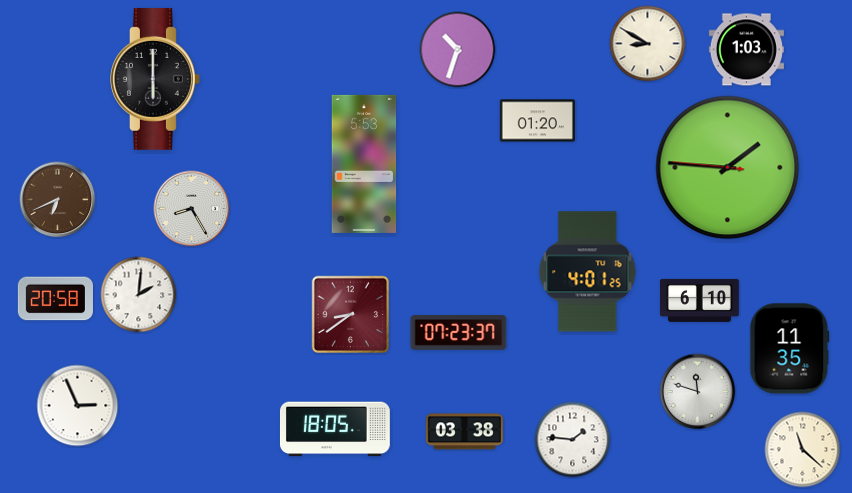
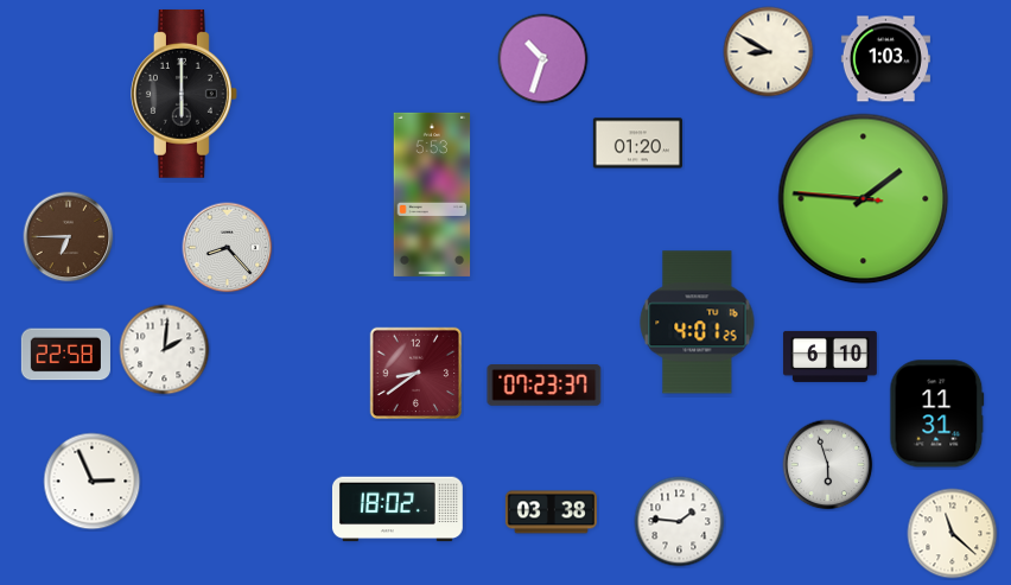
clock at (58, 200): 6:41 -> 6:45
clock at (192, 209): 8:25 -> 8:23
clock at (55, 299): 20:58 -> 22:58
clock at (459, 333) position: (459, 333) -> (545, 386)
clock at (790, 349): 11:35 -> 11:31
clock at (698, 392): 11:48 -> 5:57
clock at (335, 429): 18:05 -> 18:02
